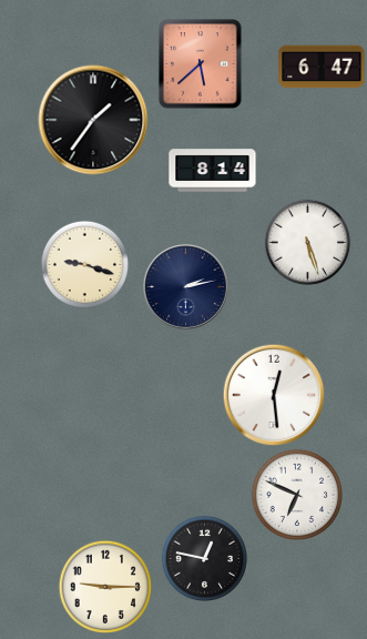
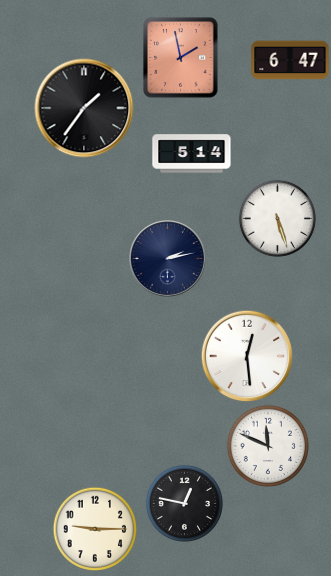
clock at (201, 64): 5:38 -> 1:58
clock at (213, 171): 8:14 -> 5:14
clock at (84, 264): 9:18 -> none
clock at (296, 494): 6:49 -> 11:49
